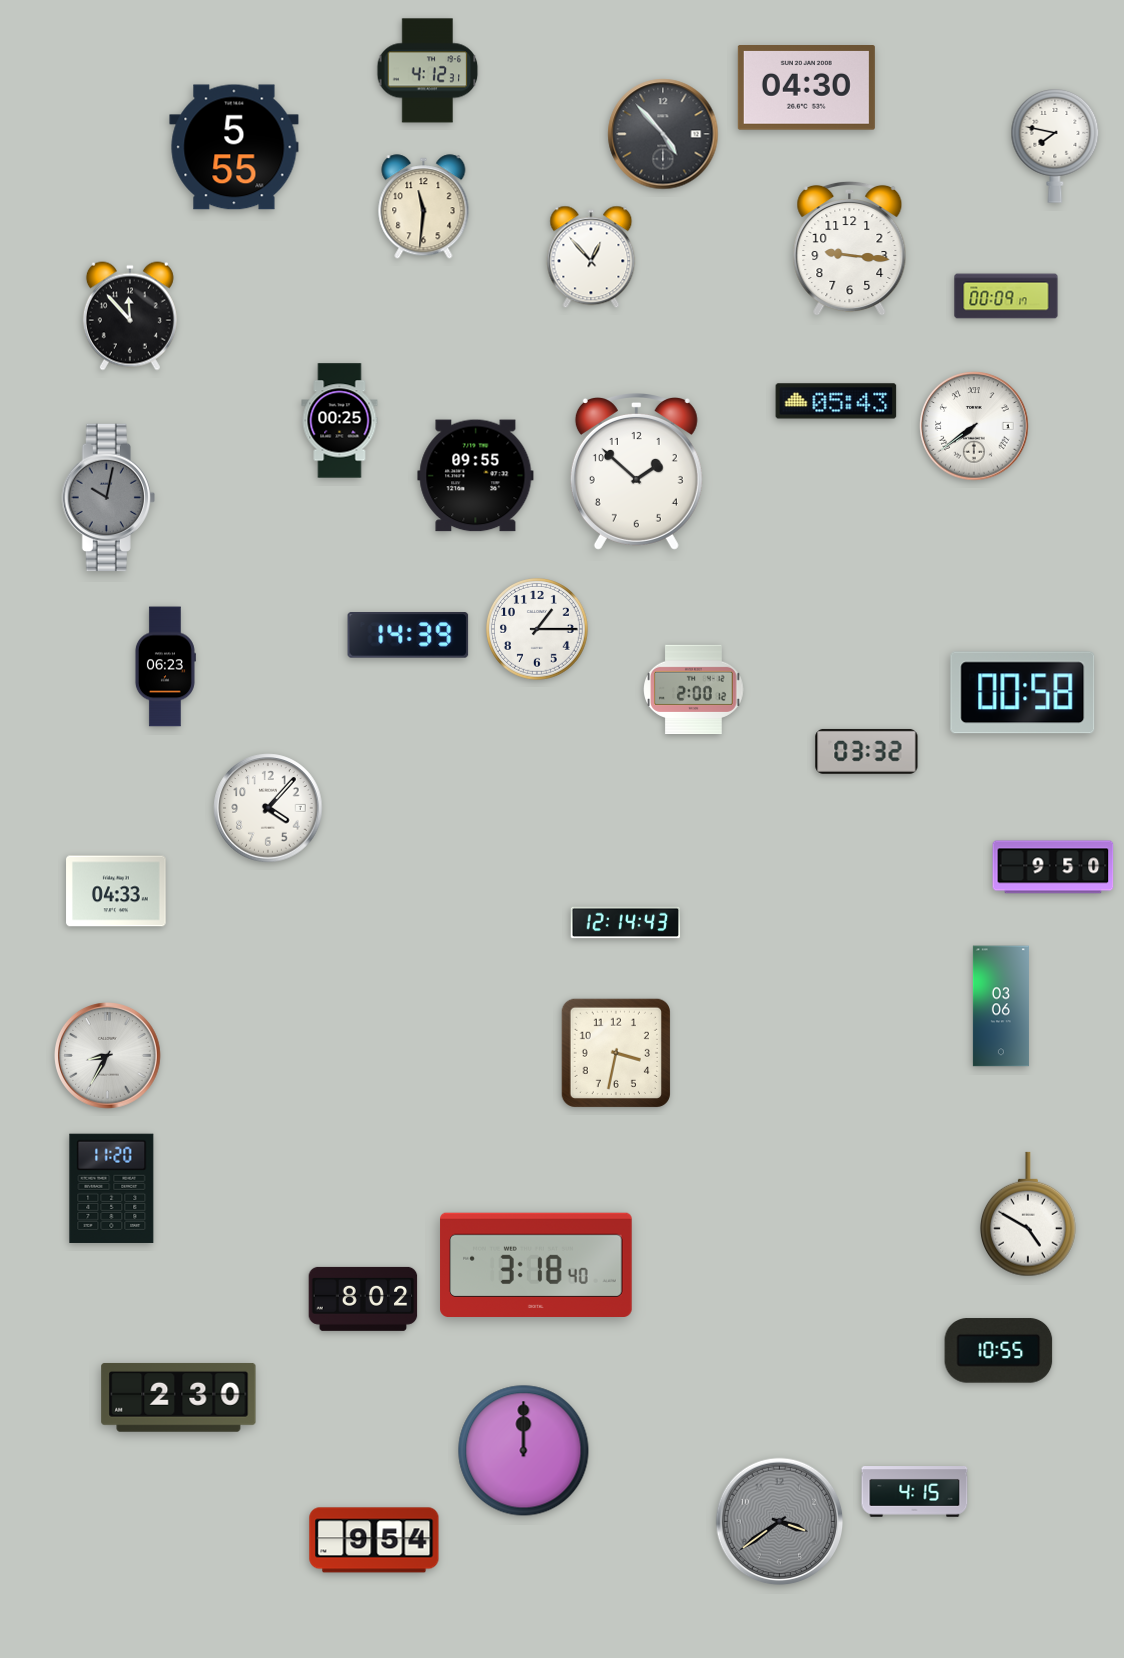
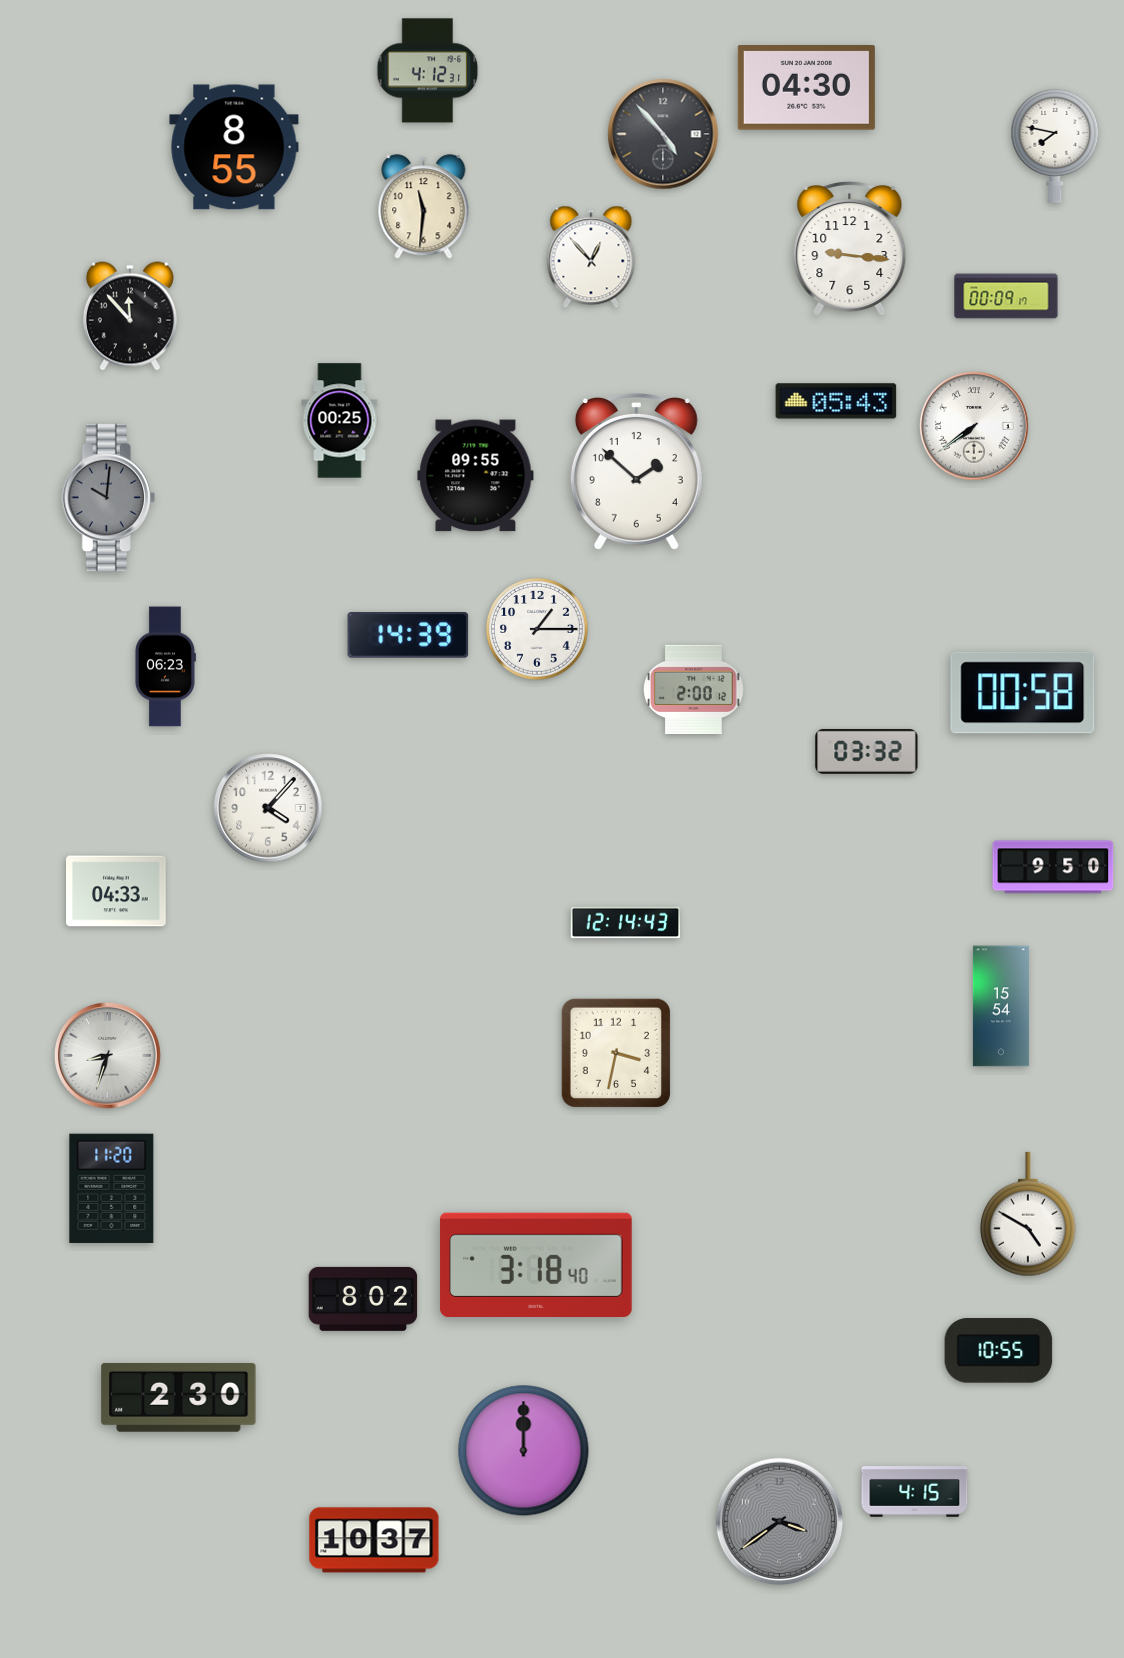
clock at (234, 147): 5:55 -> 8:55
clock at (108, 498): 10:02 -> 10:01
clock at (1001, 1006): 03:06 -> 15:54
clock at (108, 1056): 8:35 -> 8:33
clock at (374, 1540): 9:54 -> 10:37
